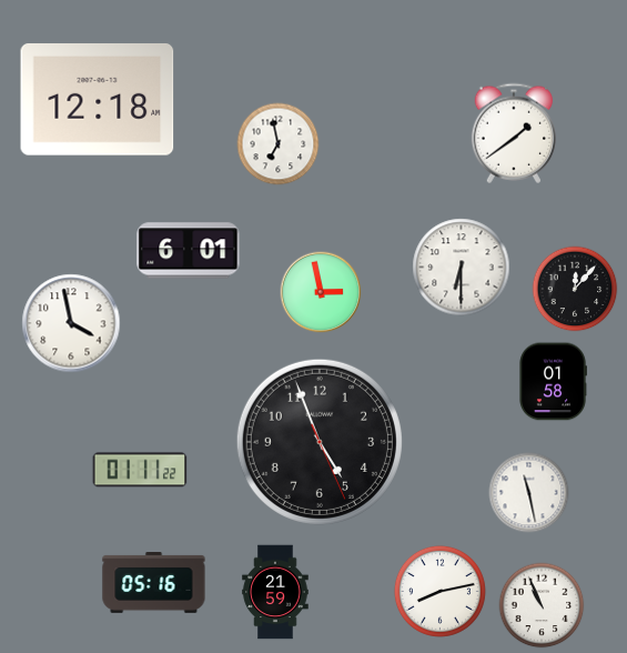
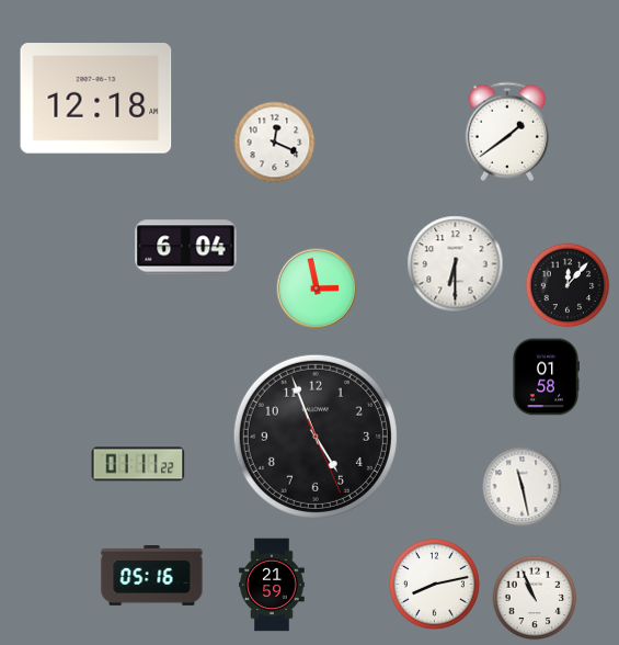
clock at (279, 144): 6:58 -> 12:19
clock at (189, 251): 6:01 -> 6:04
clock at (71, 323): 3:58 -> none
